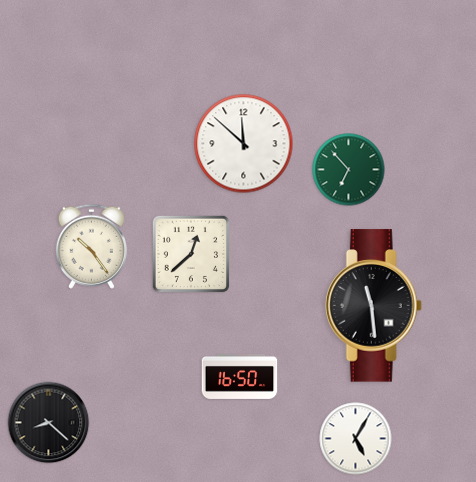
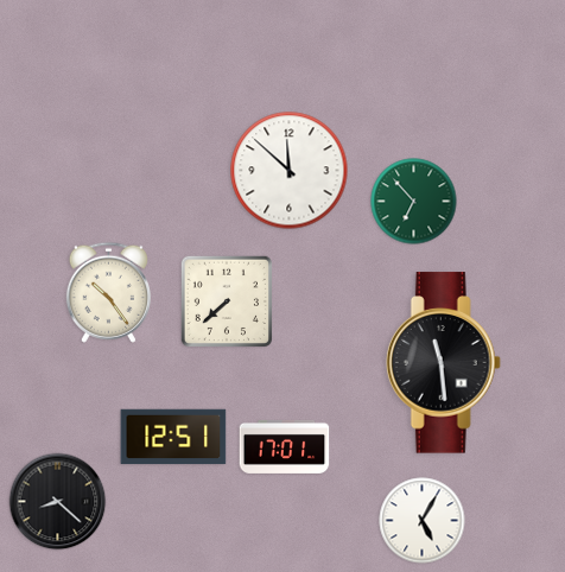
clock at (190, 253): 12:38 -> 7:38
clock at (173, 437): none -> 12:51
clock at (240, 376): 16:50 -> 17:01
